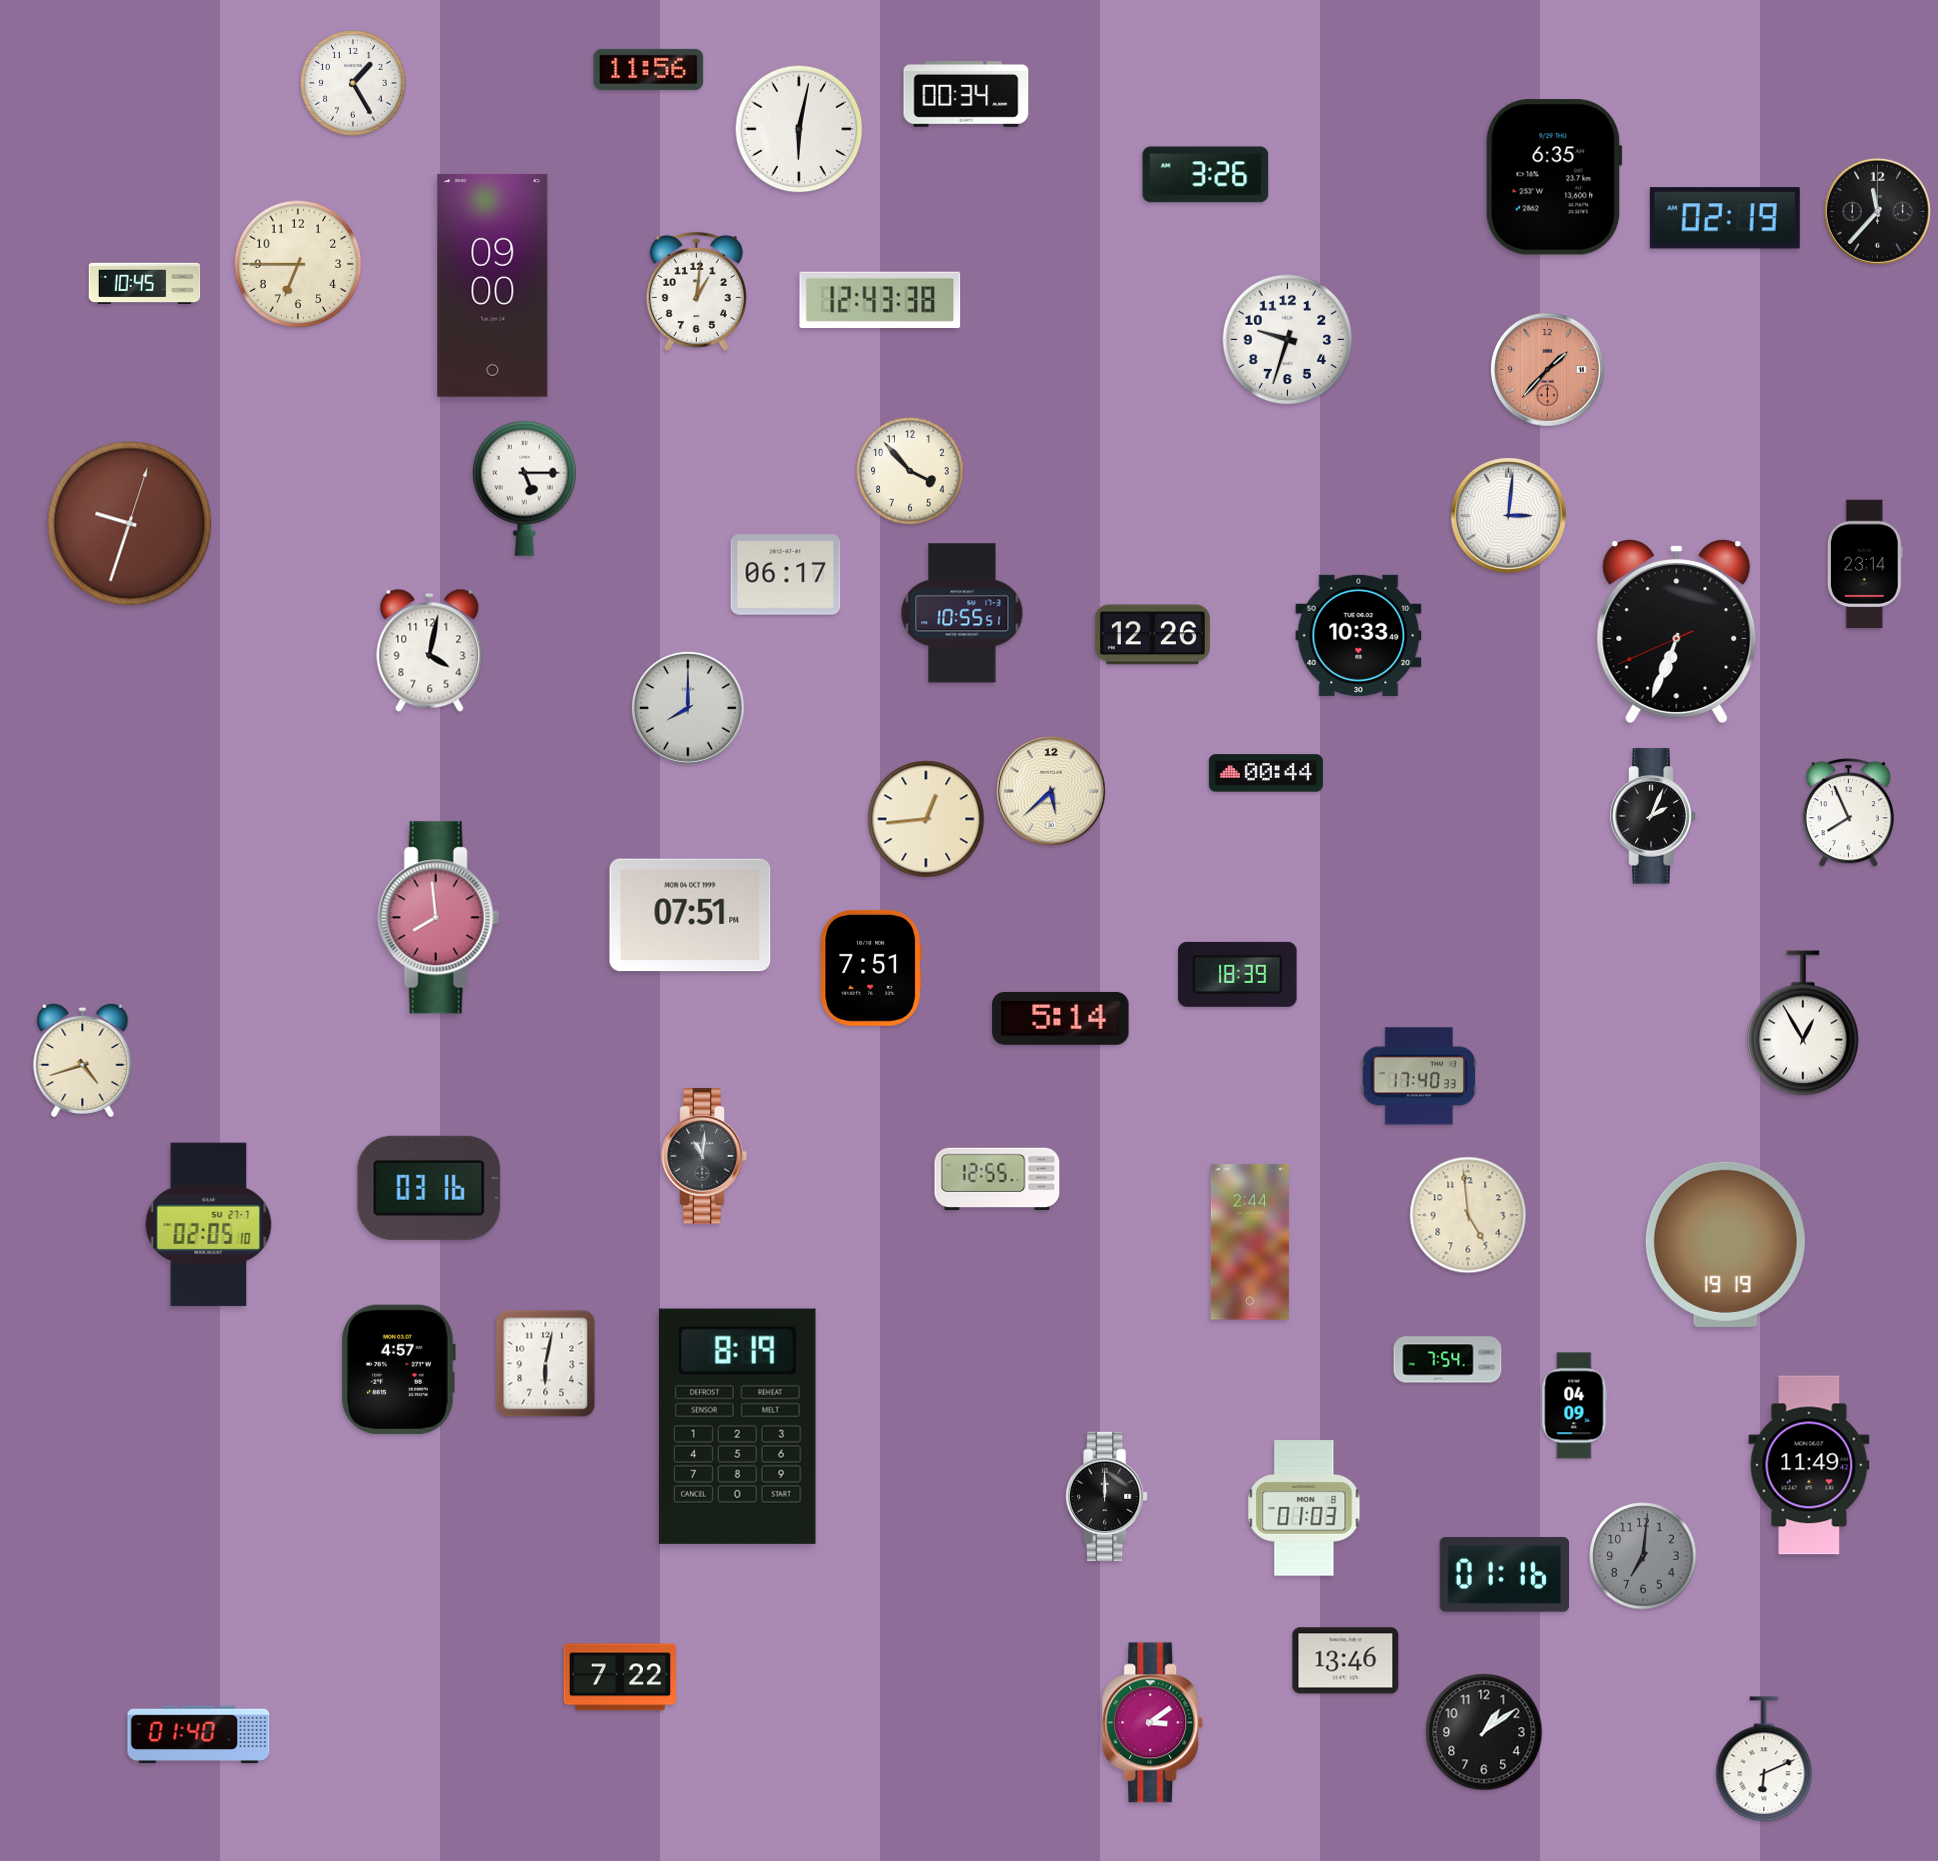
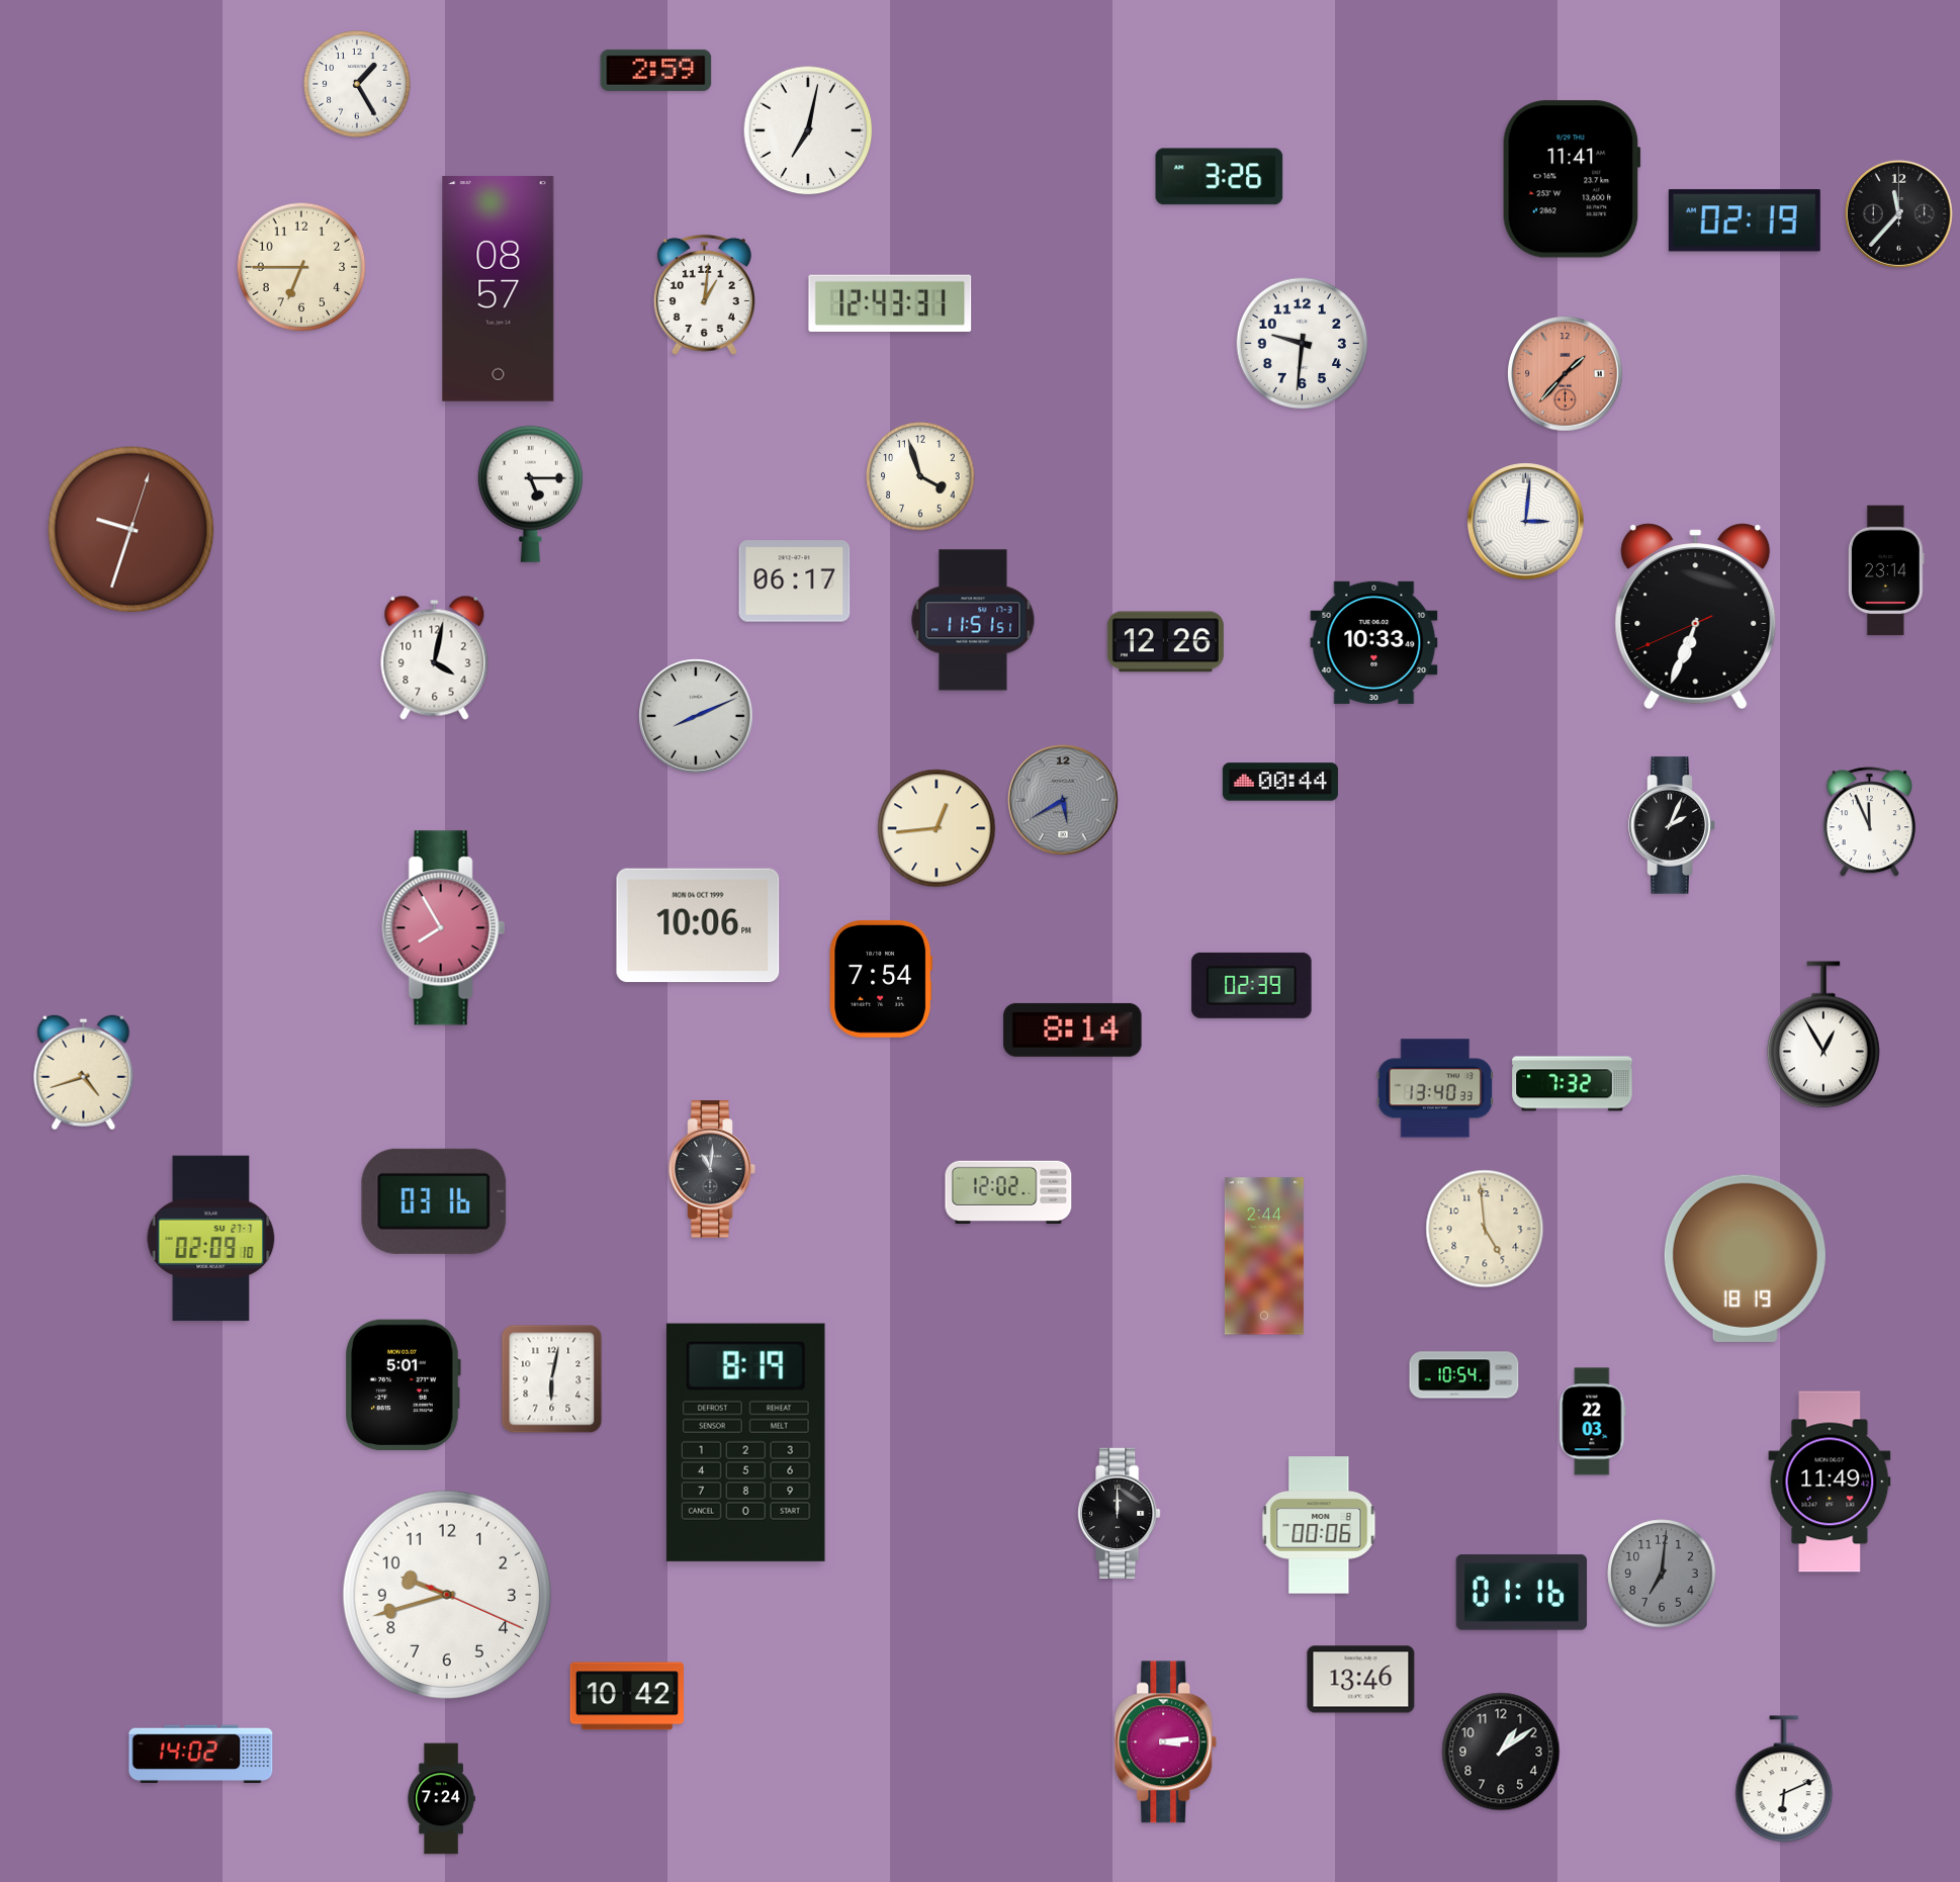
clock at (649, 69): 11:56 -> 2:59
clock at (966, 95): 00:34 -> none
clock at (799, 129): 6:02 -> 7:02
clock at (1554, 177): 6:35 -> 11:41
clock at (145, 284): 10:45 -> none
clock at (493, 285): 09:00 -> 08:57
clock at (880, 300): 12:43:38 -> 12:43:31
clock at (1288, 340): 9:33 -> 9:31
clock at (910, 471): 3:53 -> 3:57
clock at (962, 613): 10:55 -> 11:51
clock at (1677, 631) position: (1677, 631) -> (1696, 616)
clock at (689, 709): 8:00 -> 8:11
clock at (1051, 791): 5:38 -> 5:40
clock at (1051, 791) dial: cream -> grey
clock at (1848, 813): 7:56 -> 11:56
clock at (690, 915): 07:51 -> 10:06
clock at (438, 918): 7:59 -> 7:55
clock at (870, 968): 7:51 -> 7:54
clock at (1238, 974): 18:39 -> 02:39
clock at (1061, 1018): 5:14 -> 8:14
clock at (1573, 1084): none -> 7:32
clock at (1419, 1076): 17:40 -> 13:40
clock at (997, 1179): 12:55 -> 12:02
clock at (209, 1225): 02:05 -> 02:09
clock at (1725, 1244): 19:19 -> 18:19
clock at (1448, 1360): 7:54 -> 10:54
clock at (398, 1369): 4:57 -> 5:01
clock at (1575, 1406): 04:09 -> 22:03
clock at (1304, 1508): 01:03 -> 00:06
clock at (446, 1594): none -> 9:42
clock at (619, 1677): 7:22 -> 10:42
clock at (1153, 1723): 3:09 -> 3:14
clock at (199, 1735): 01:40 -> 14:02
clock at (441, 1799): none -> 7:24
